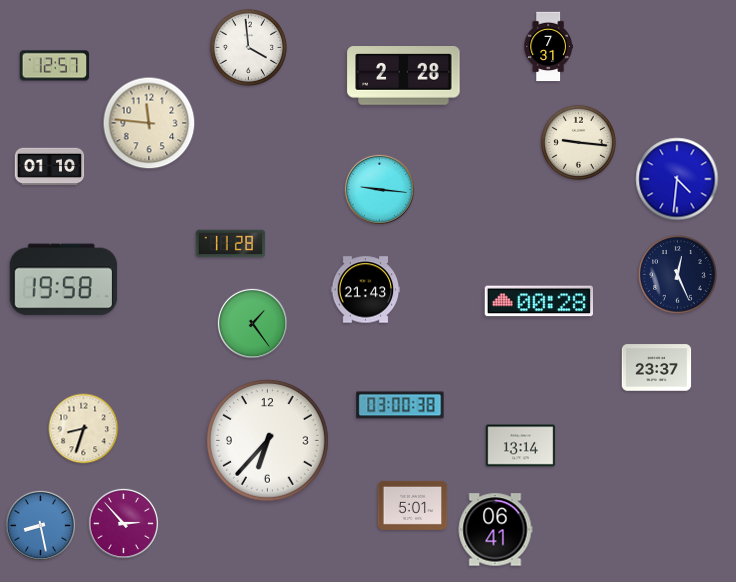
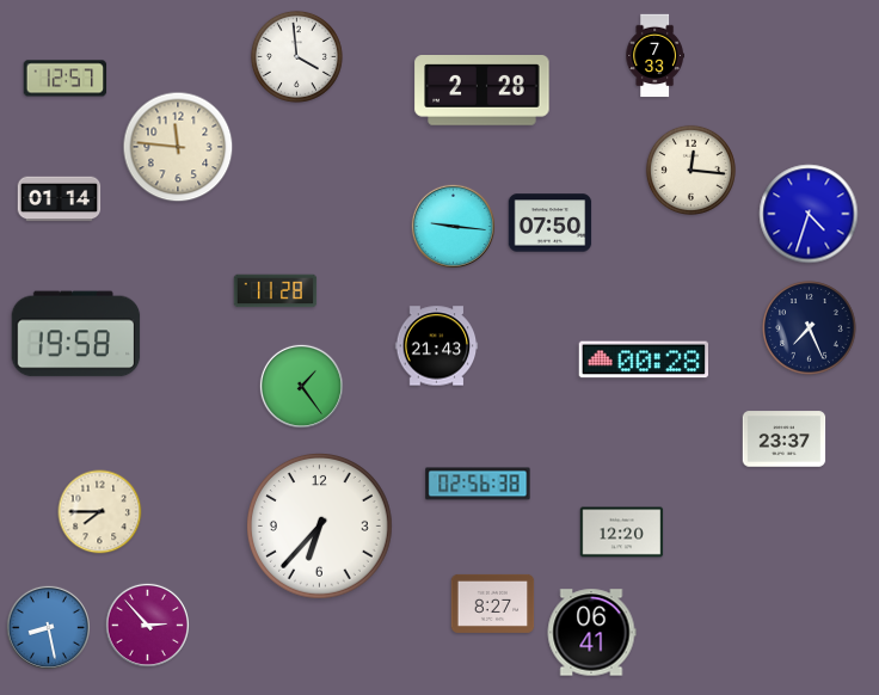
clock at (548, 47): 7:31 -> 7:33
clock at (578, 142): 9:16 -> 12:16
clock at (50, 167): 01:10 -> 01:14
clock at (677, 179): 4:31 -> 4:33
clock at (551, 223): none -> 07:50
clock at (678, 275): 12:26 -> 7:26
clock at (400, 405): 03:00 -> 02:56
clock at (84, 429): 8:33 -> 7:45
clock at (521, 446): 13:14 -> 12:20
clock at (413, 505): 5:01 -> 8:27
